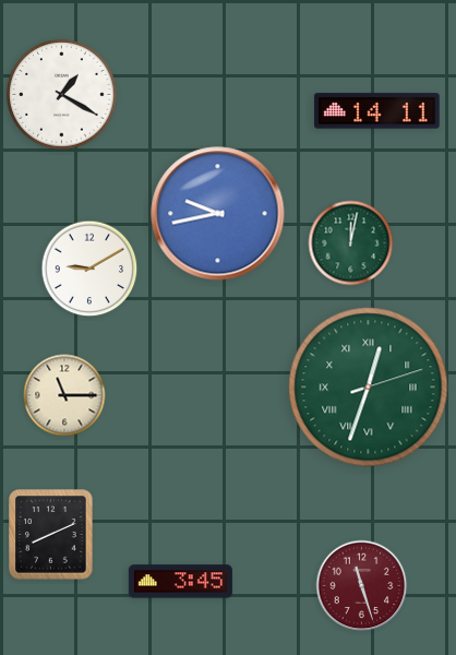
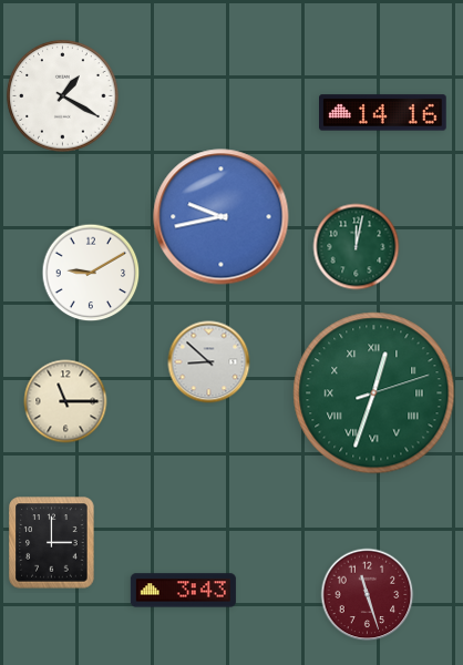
clock at (377, 111): 14:11 -> 14:16
clock at (209, 362): none -> 8:52
clock at (51, 535): 8:11 -> 3:00
clock at (180, 582): 3:45 -> 3:43
